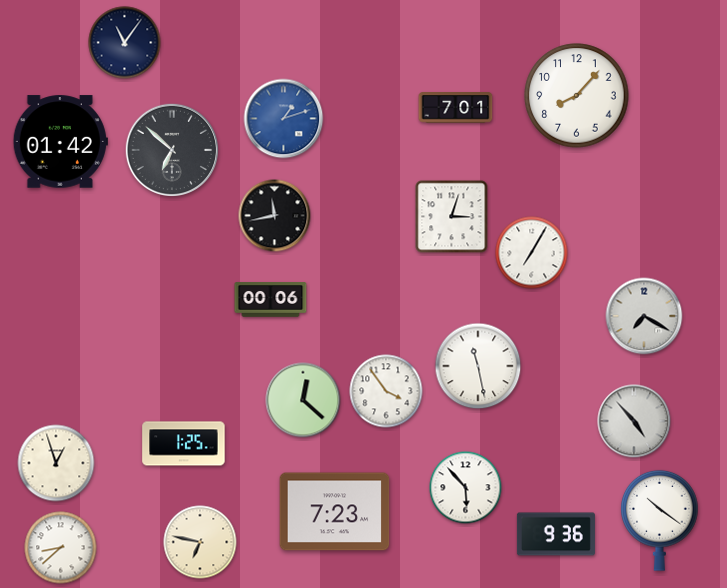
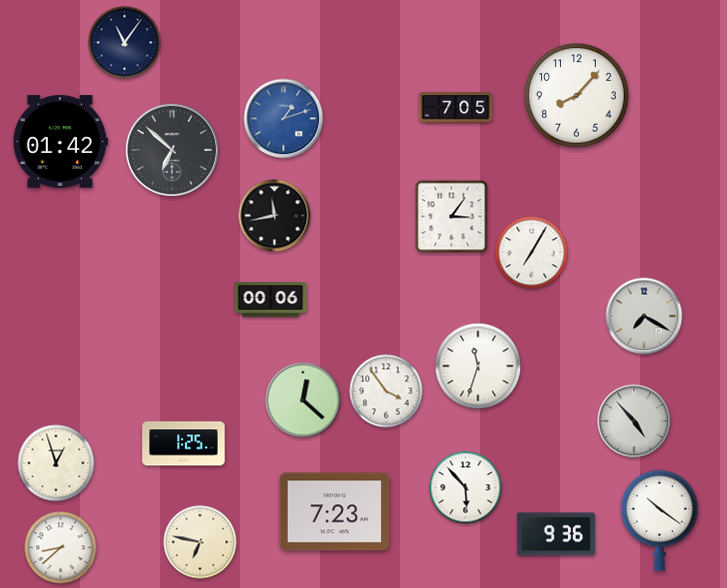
clock at (456, 108): 7:01 -> 7:05
clock at (452, 217): 3:03 -> 3:06
clock at (478, 366): 11:28 -> 11:33
